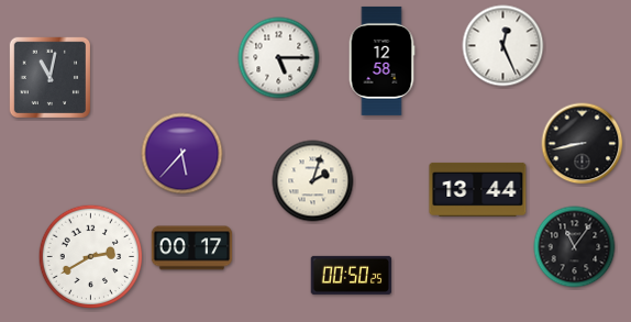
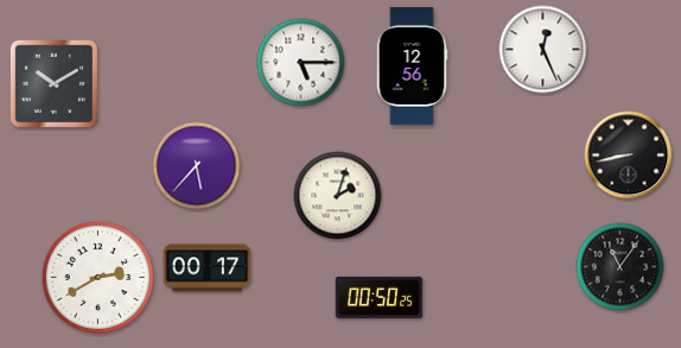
clock at (381, 60): 12:58 -> 12:56
clock at (49, 77): 11:02 -> 10:10
clock at (478, 189): 13:44 -> none
